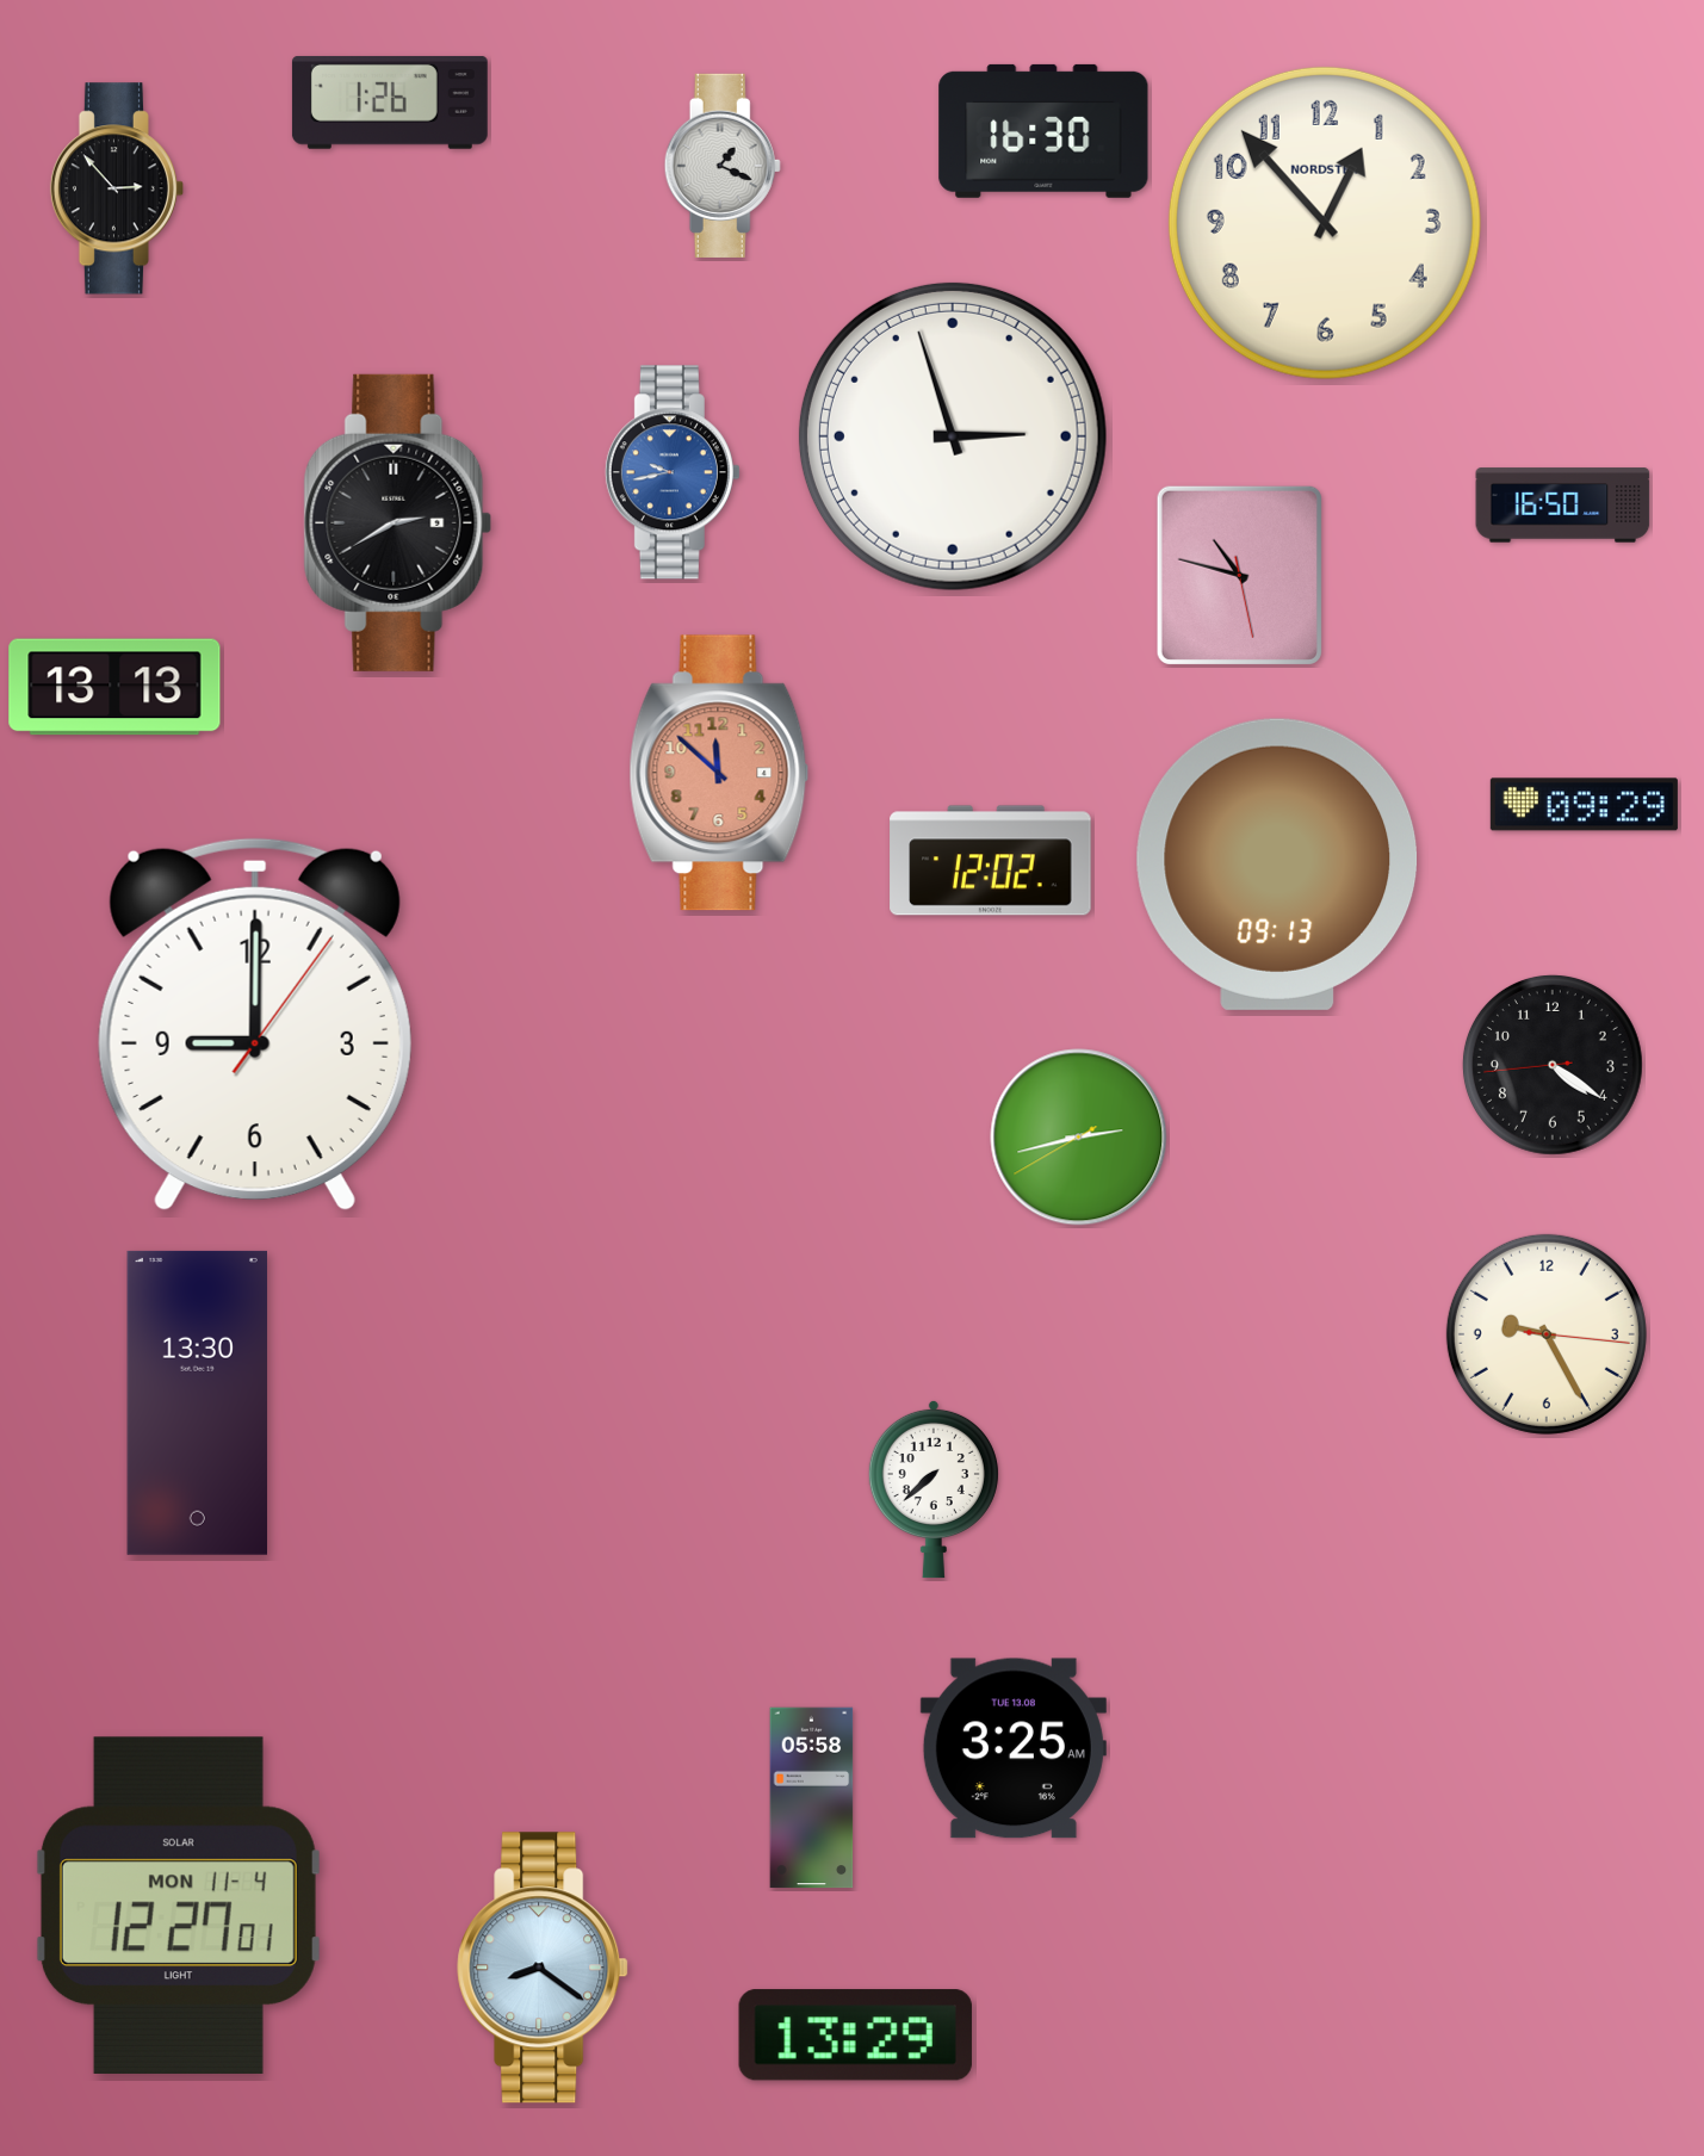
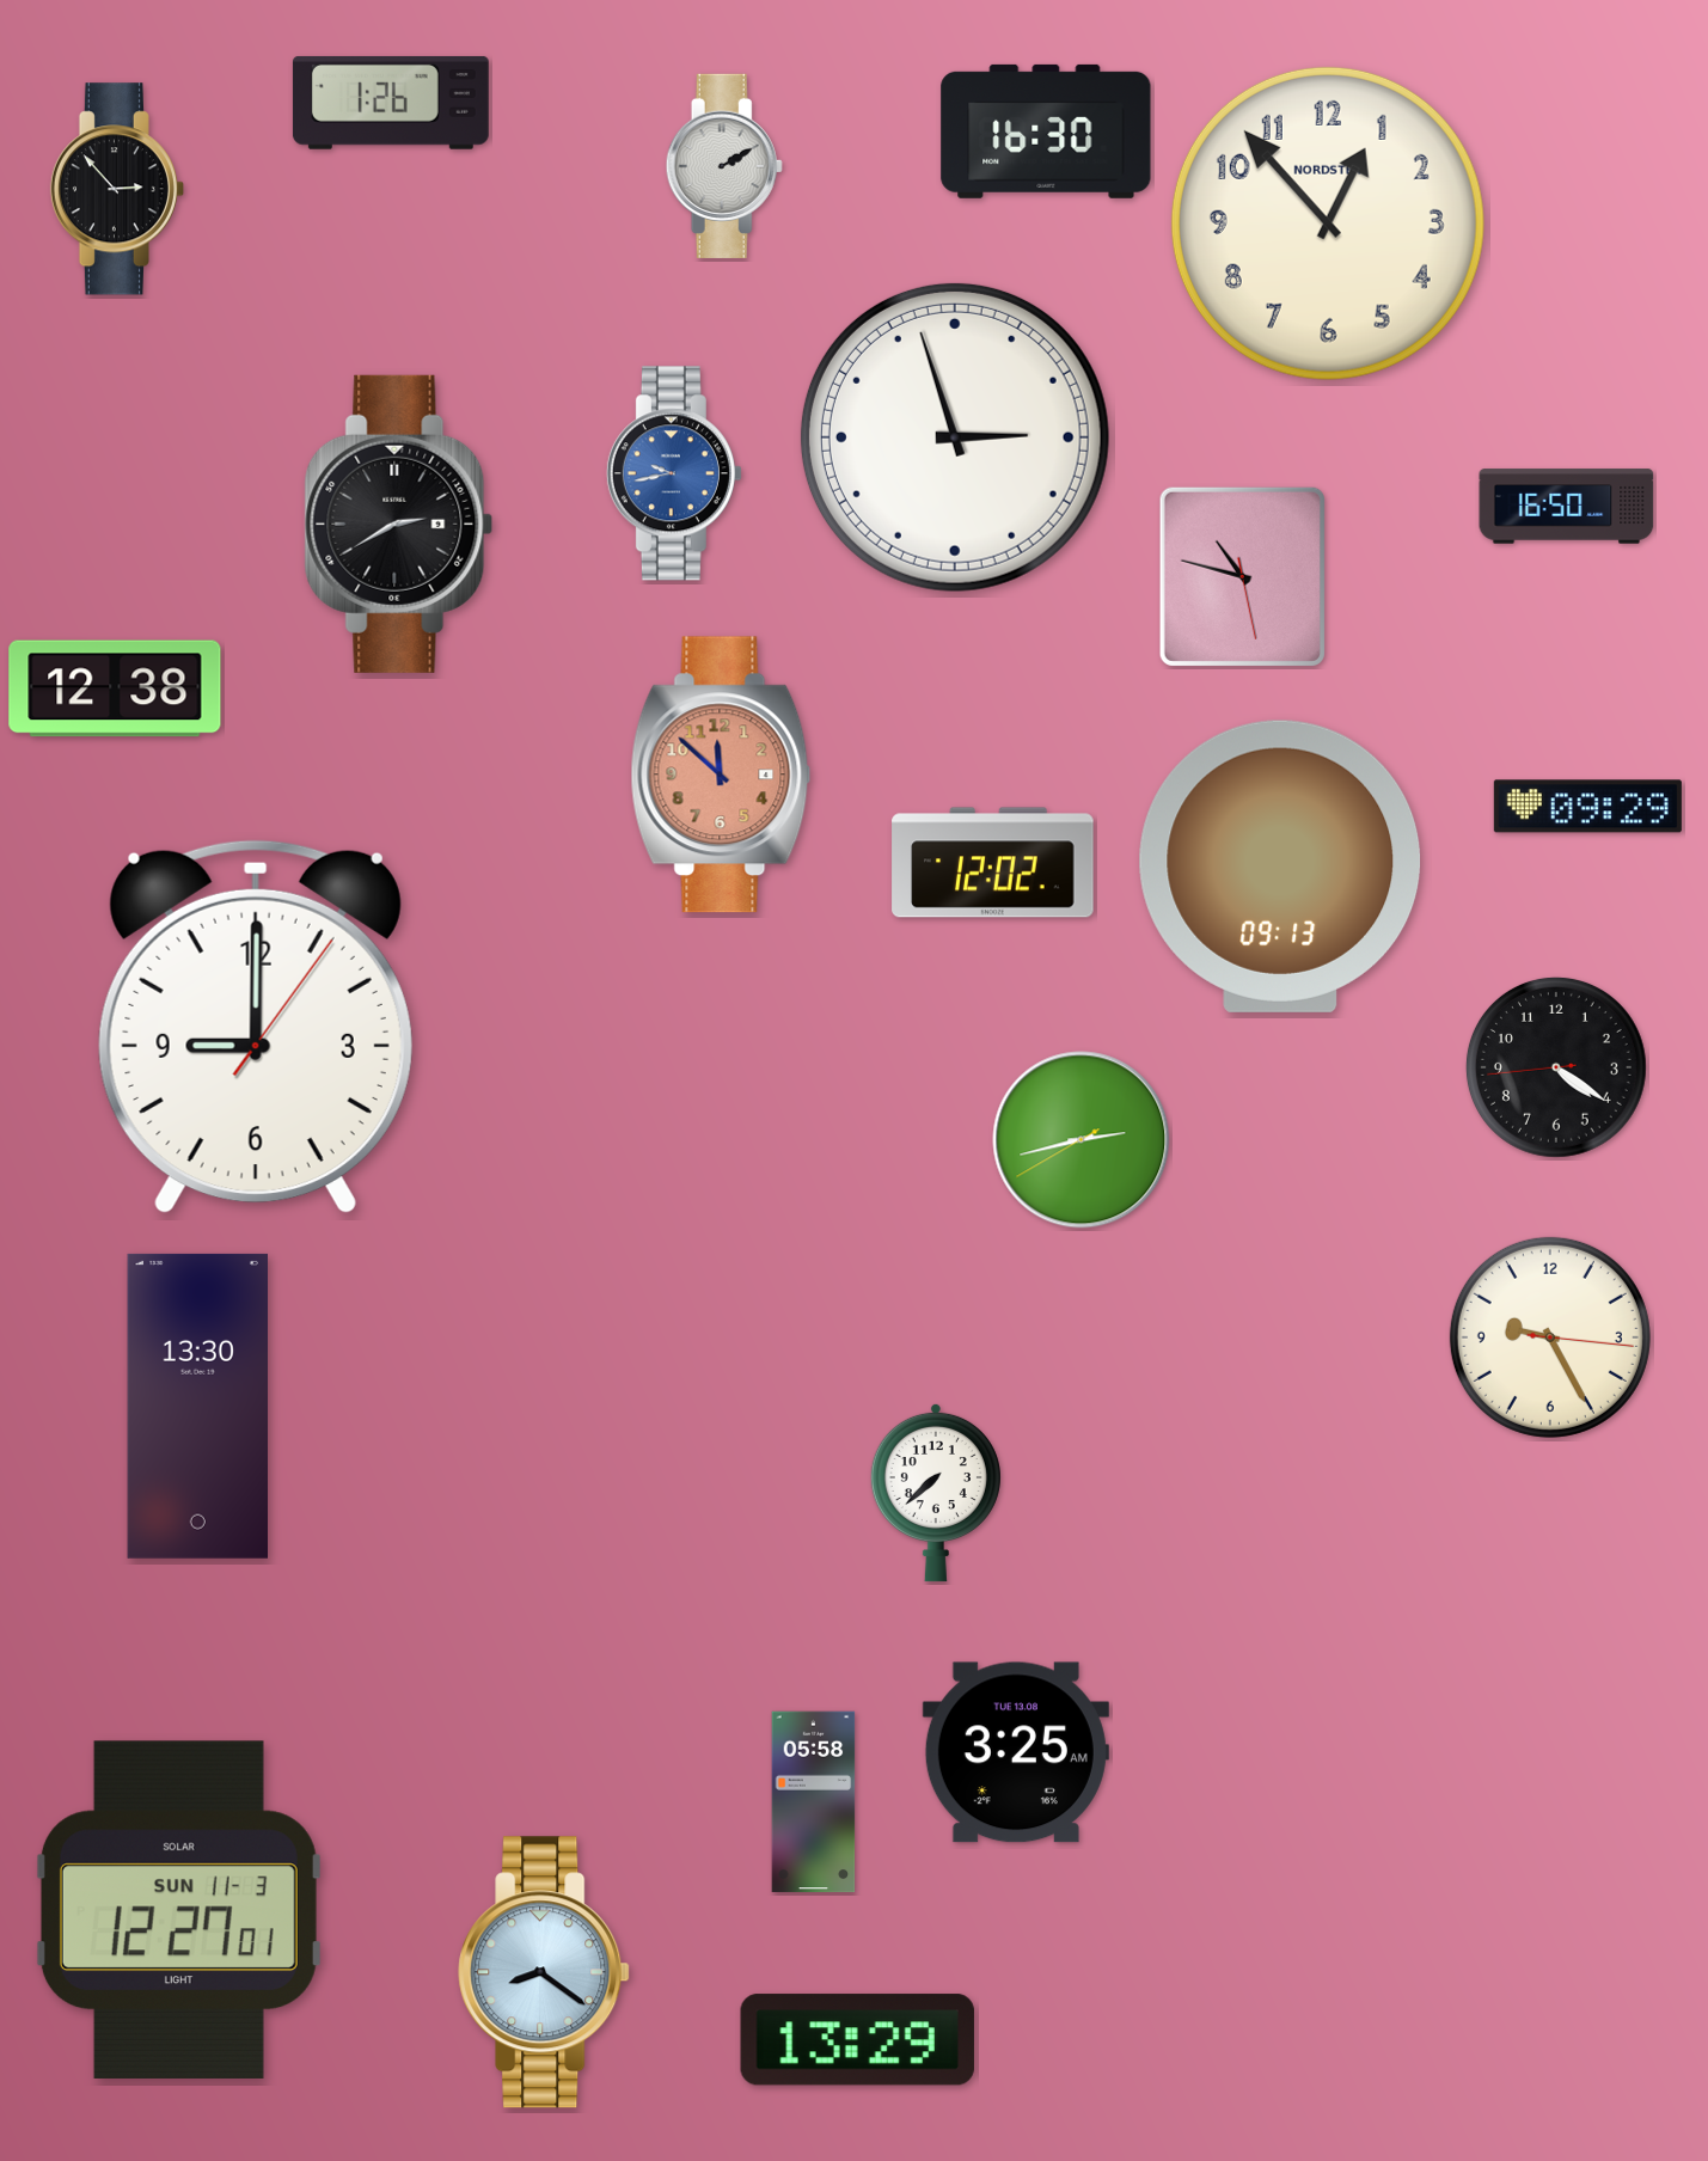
clock at (723, 166): 1:19 -> 2:10
clock at (114, 687): 13:13 -> 12:38
clock at (178, 1906) date: MON 11-4 -> SUN 11-3
